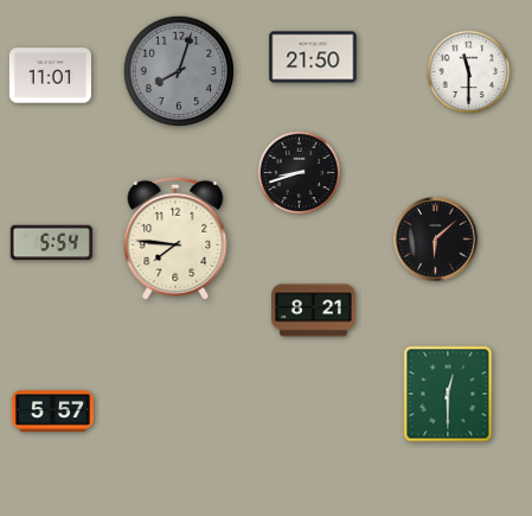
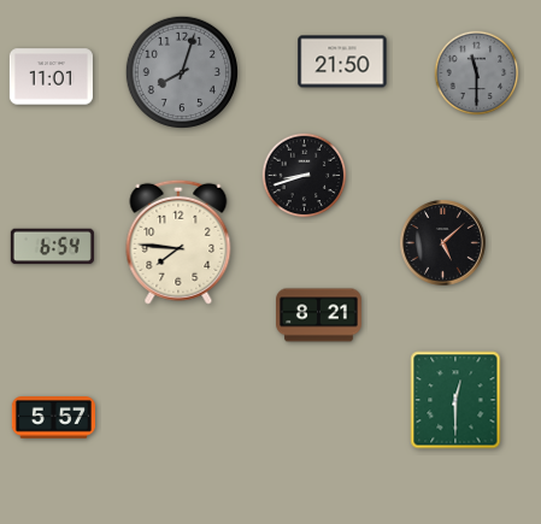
clock at (313, 57) position: (313, 57) -> (342, 61)
clock at (469, 72) dial: white -> grey
clock at (436, 240): 6:08 -> 5:08
clock at (51, 243): 5:54 -> 6:54
